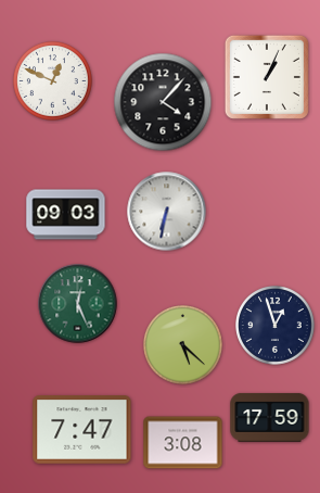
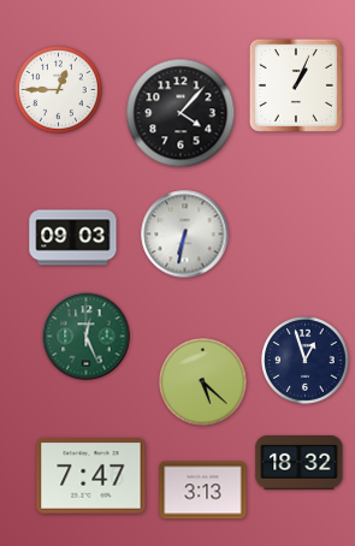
clock at (53, 81): 12:49 -> 12:45
clock at (270, 417): 17:59 -> 18:32
clock at (183, 443): 3:08 -> 3:13
